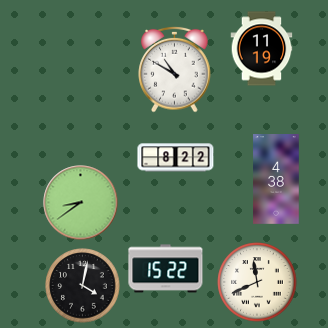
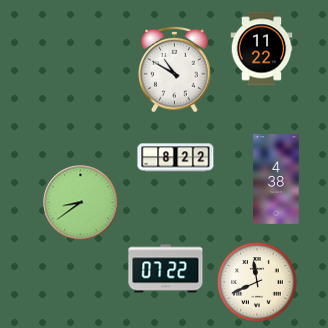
clock at (262, 49): 11:19 -> 11:22
clock at (166, 269): 15:22 -> 07:22
clock at (83, 286): 4:02 -> none
